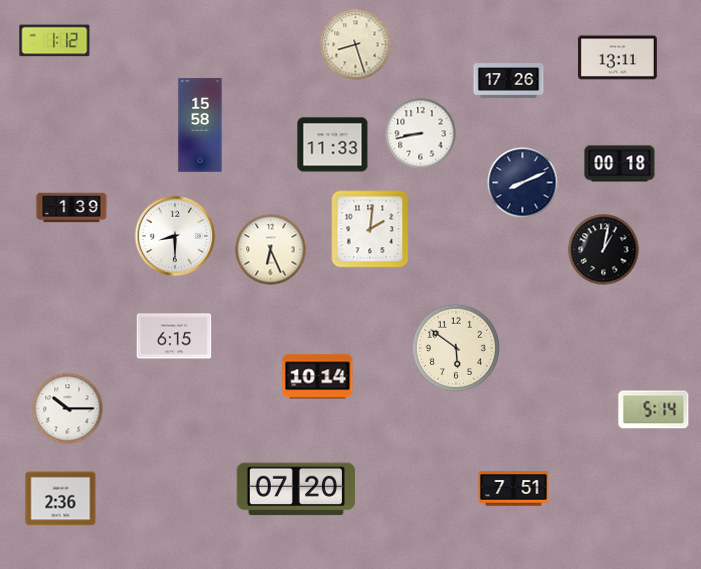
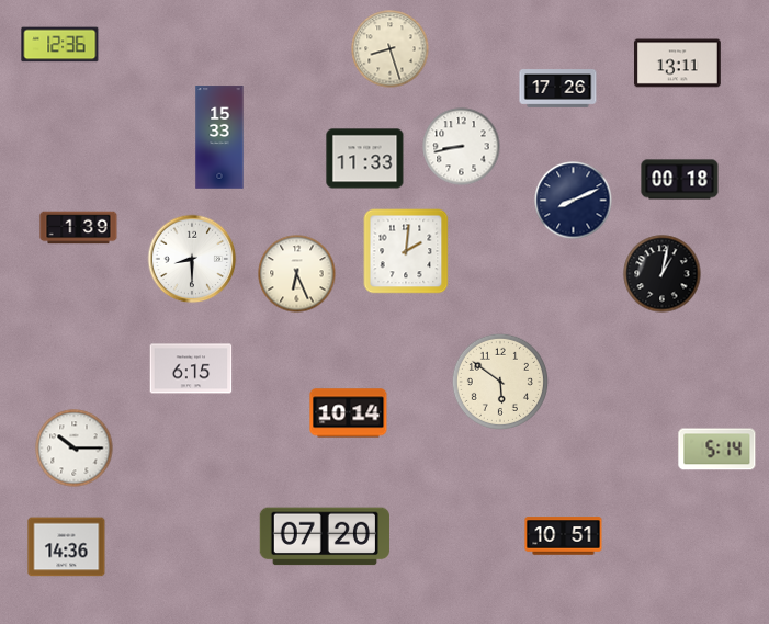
clock at (55, 41): 1:12 -> 12:36
clock at (200, 125): 15:58 -> 15:33
clock at (514, 489): 7:51 -> 10:51
clock at (61, 499): 2:36 -> 14:36
